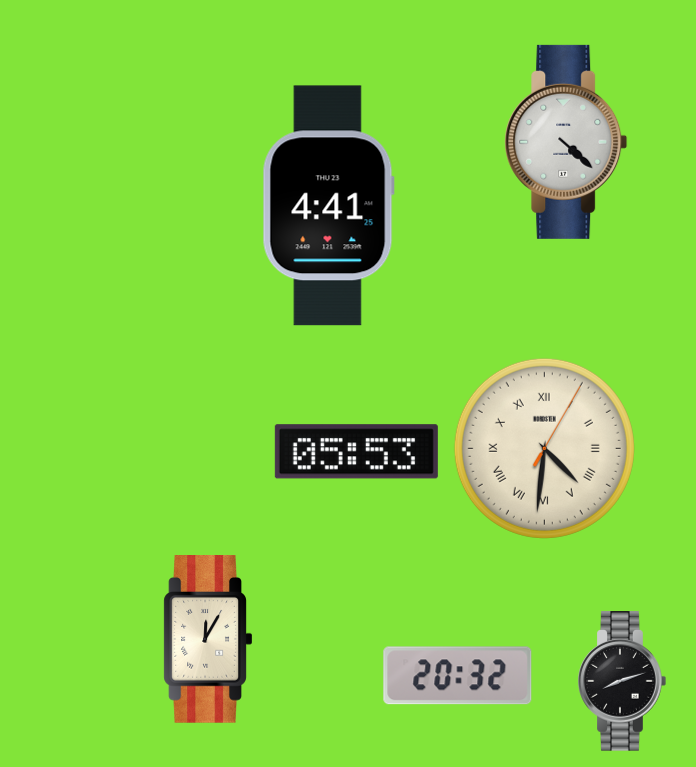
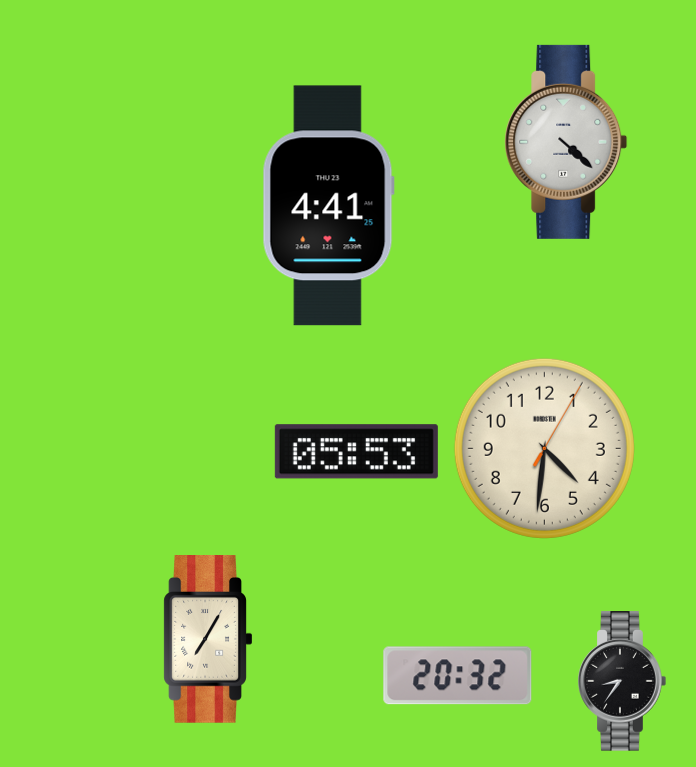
clock at (544, 448) numerals: Roman -> Arabic
clock at (208, 640): 12:05 -> 7:05
clock at (622, 681): 8:12 -> 8:36
